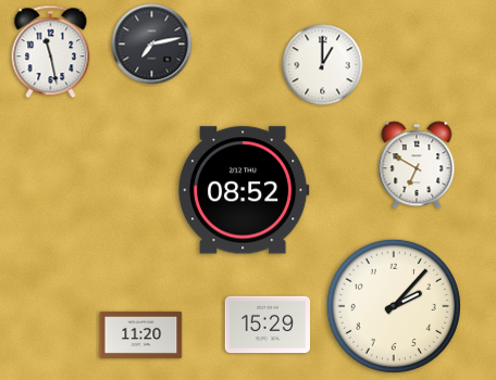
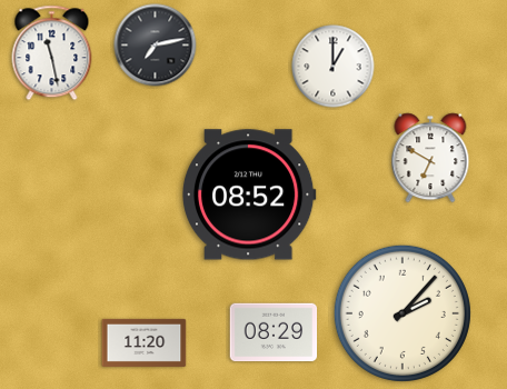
clock at (323, 65) position: (323, 65) -> (334, 67)
clock at (417, 165) position: (417, 165) -> (430, 158)
clock at (268, 325): 15:29 -> 08:29
